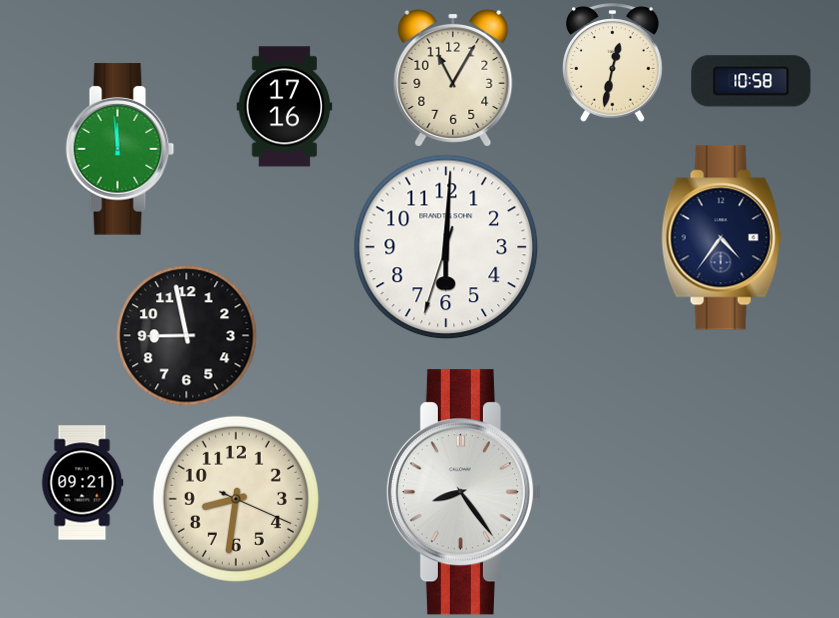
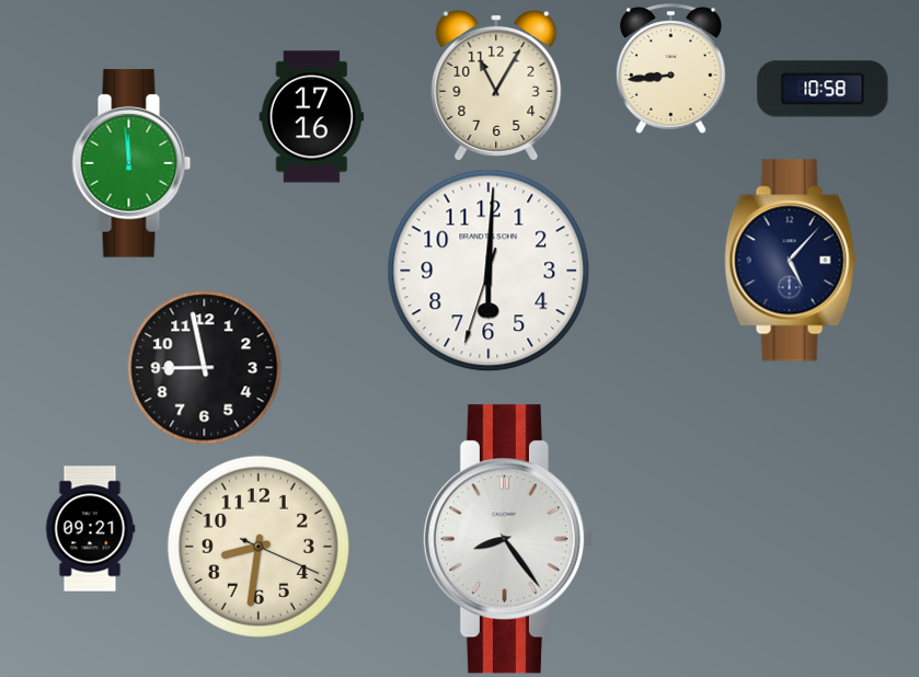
clock at (613, 63): 12:32 -> 8:44
clock at (722, 238): 4:36 -> 5:07
